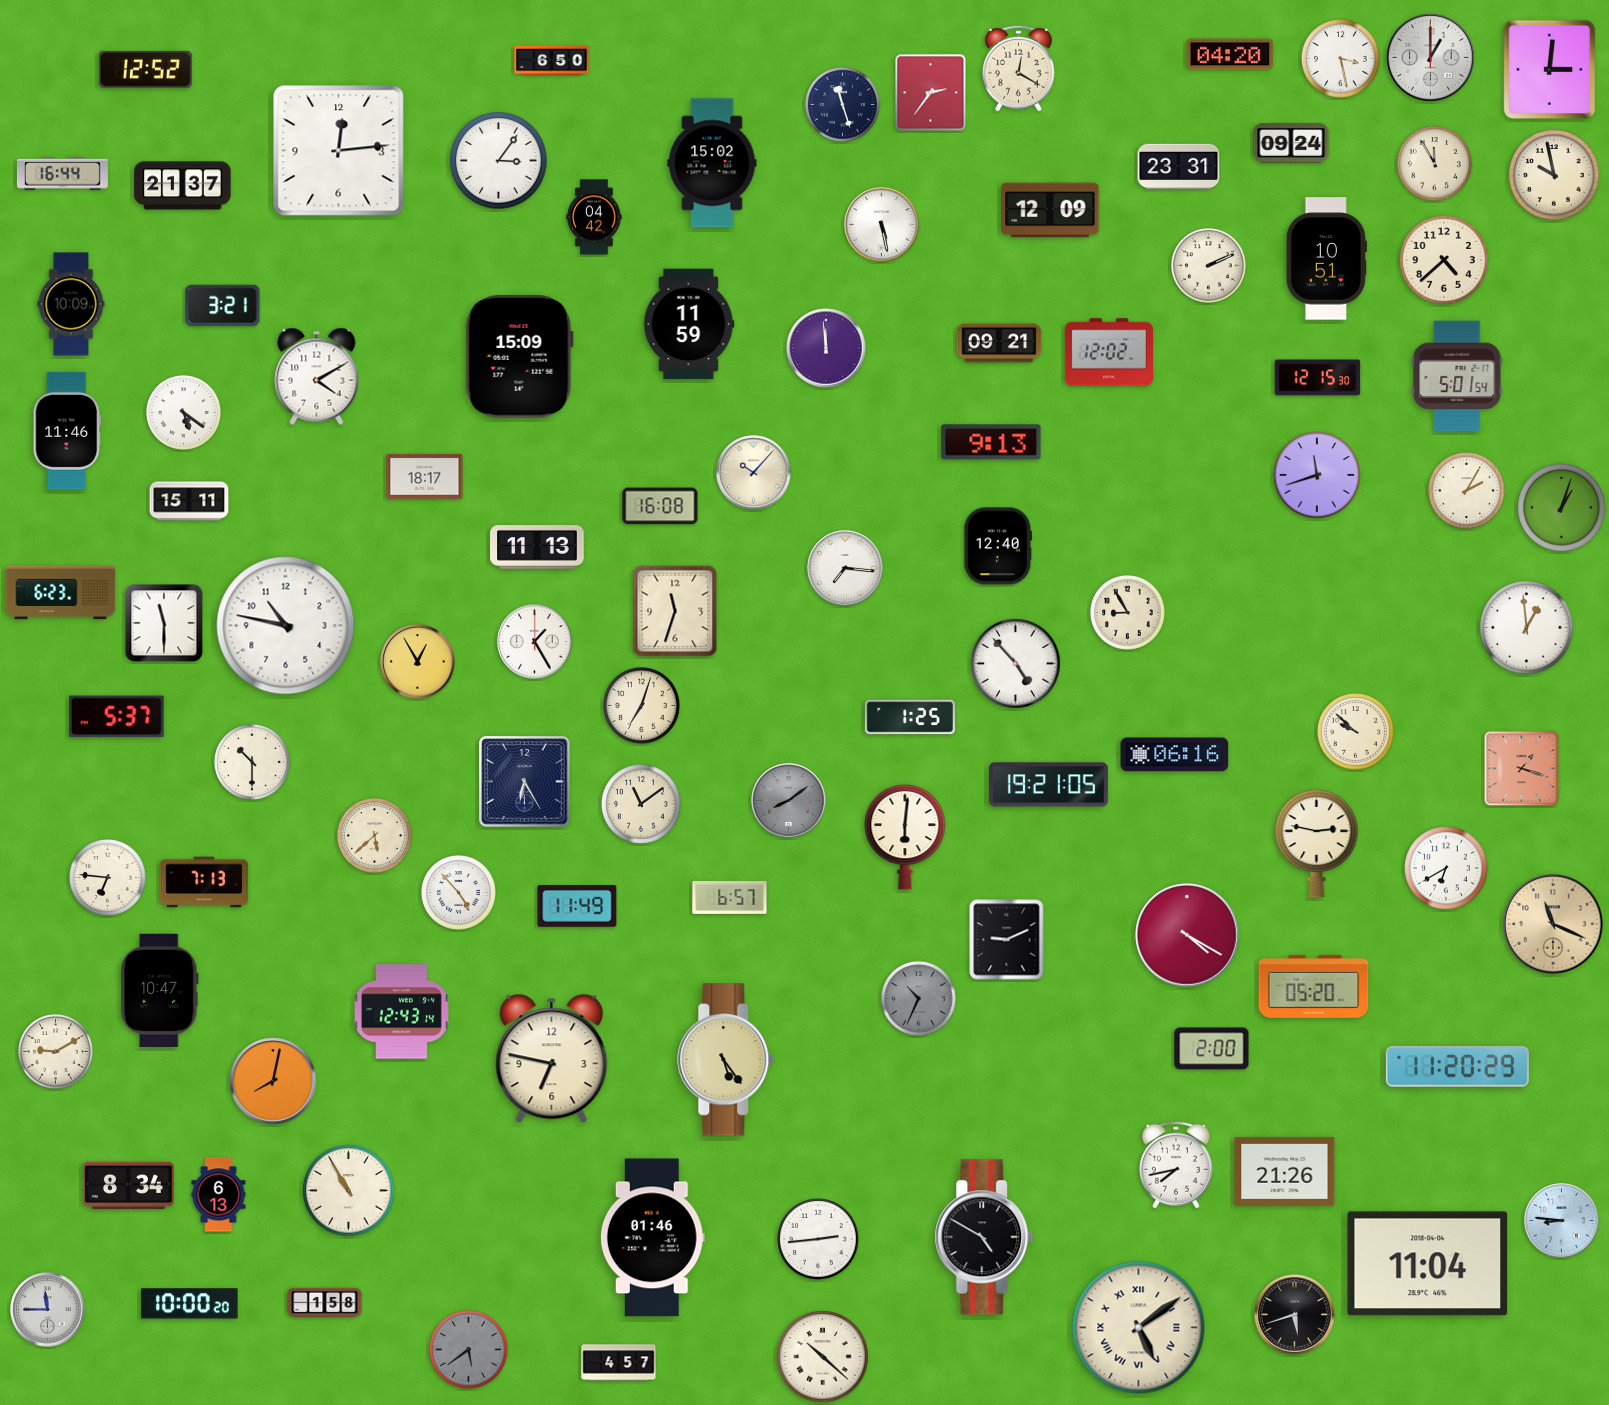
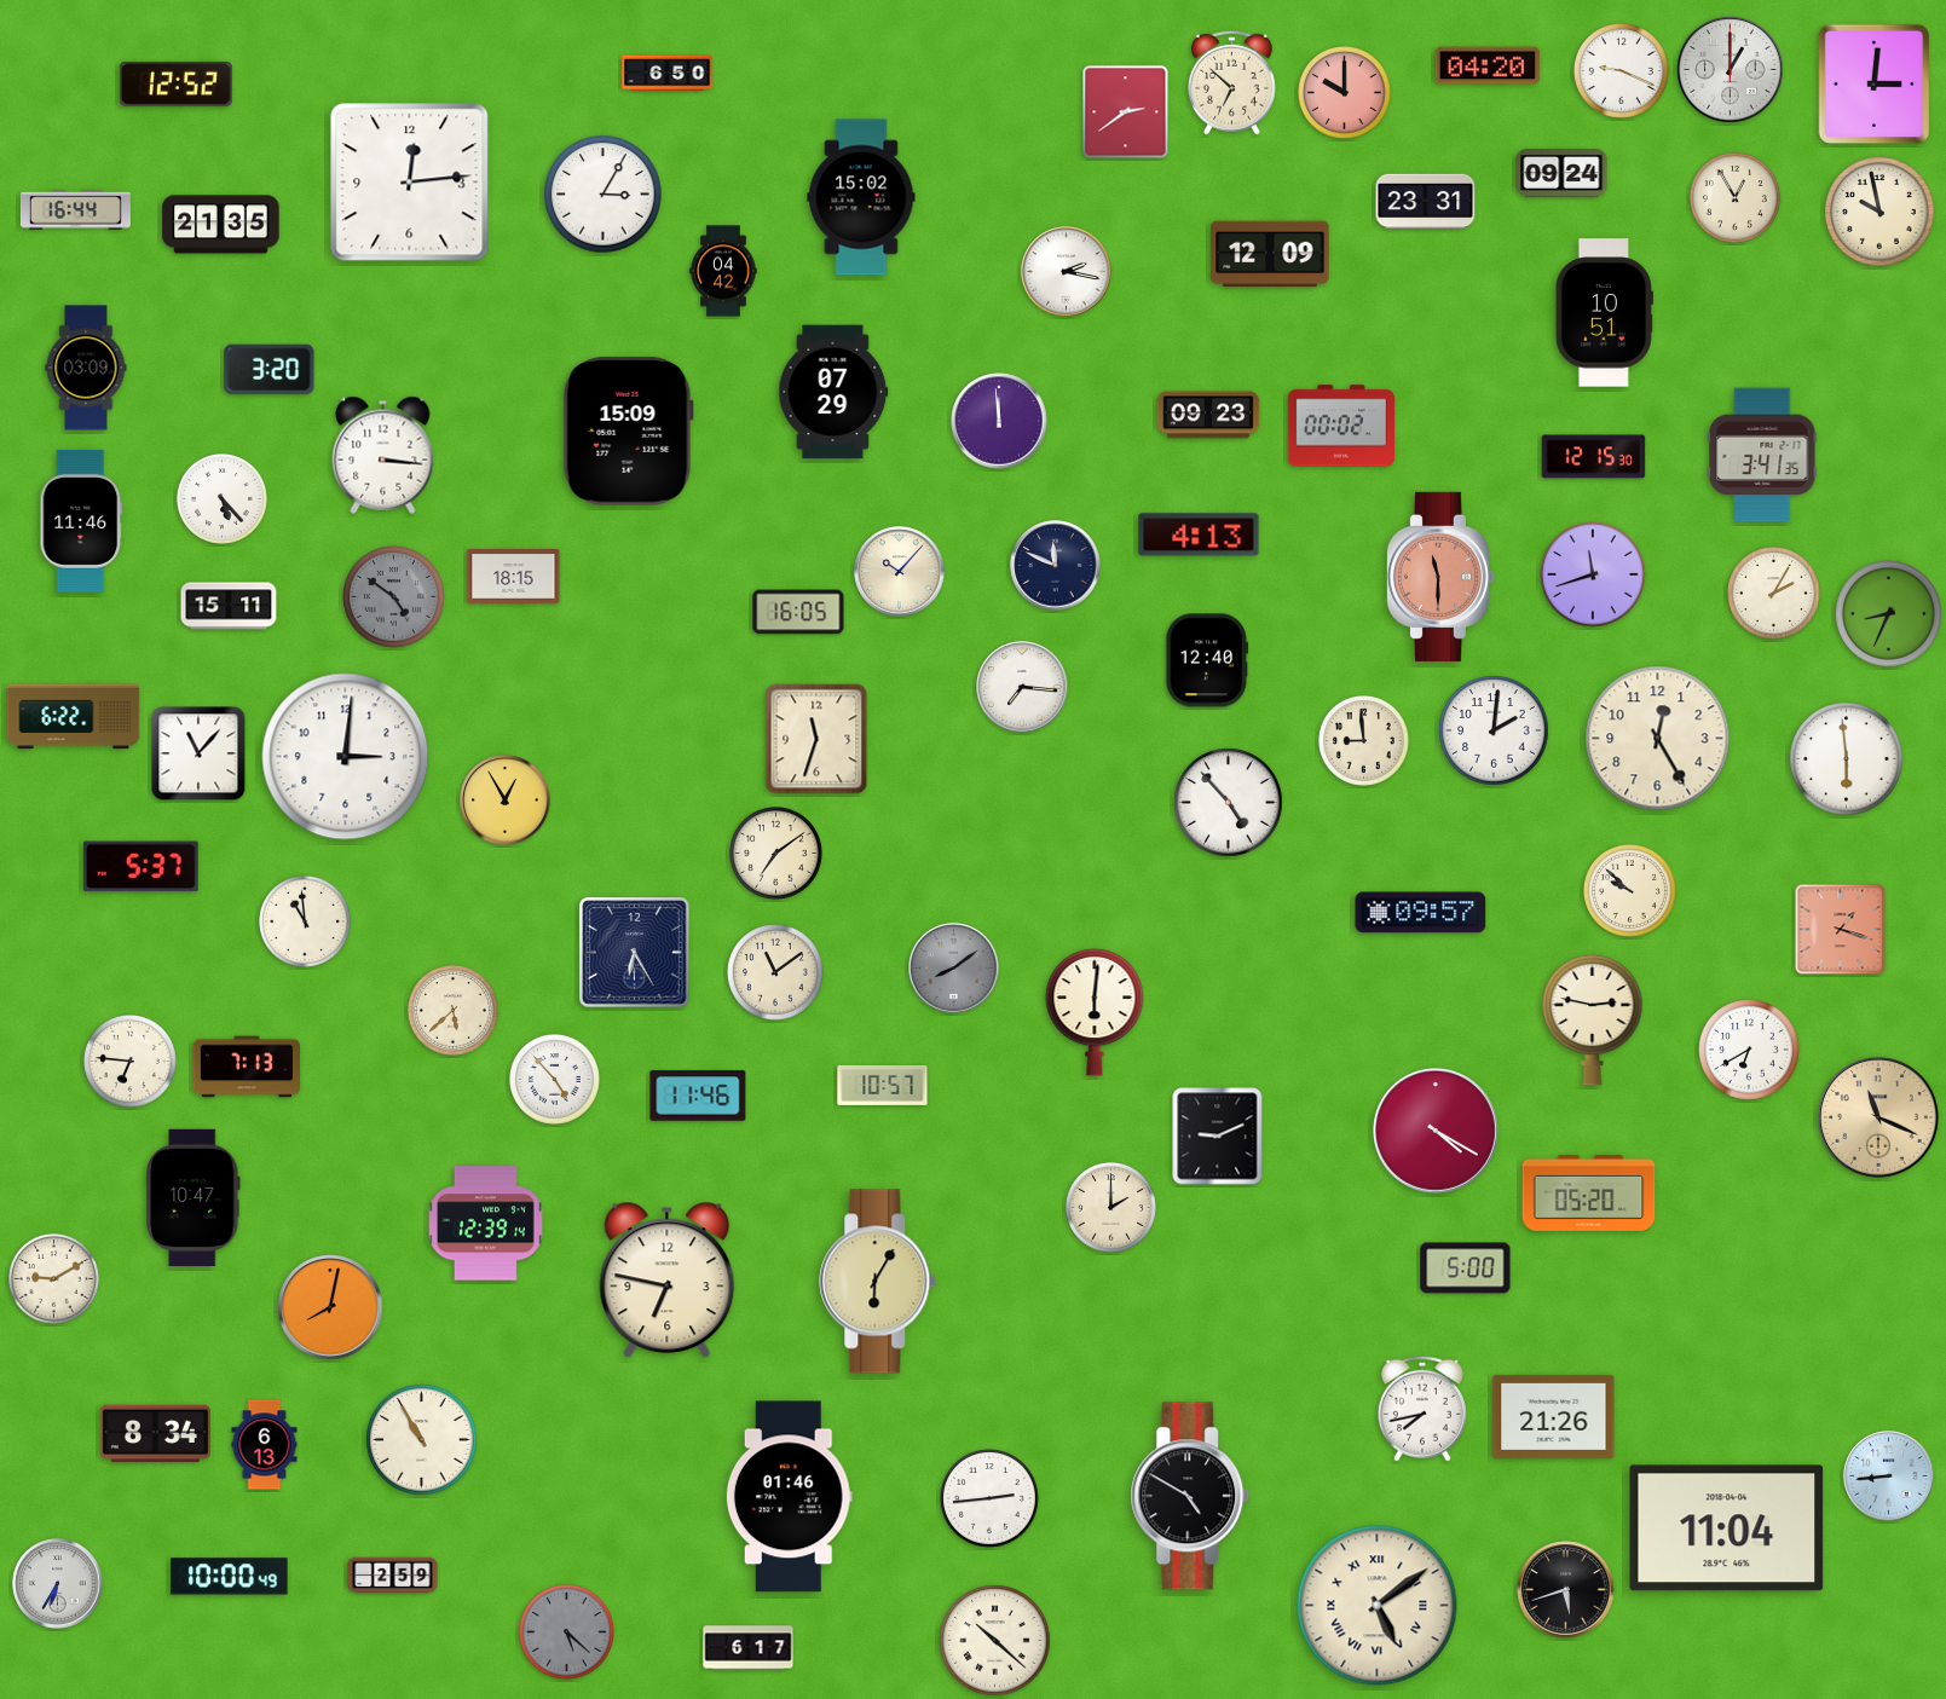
clock at (1341, 59): 3:28 -> 9:19
clock at (1018, 68): 12:20 -> 6:52
clock at (1345, 93): none -> 10:00
clock at (931, 93): 2:36 -> 2:39
clock at (843, 105): 11:27 -> none
clock at (499, 161): 3:06 -> 3:05
clock at (1435, 164): 11:55 -> 12:55
clock at (183, 186): 21:37 -> 21:35
clock at (594, 217) position: (594, 217) -> (723, 271)
clock at (882, 225): 5:28 -> 2:17
clock at (1444, 260): 4:38 -> none
clock at (1209, 266): 2:11 -> none
clock at (71, 304): 10:09 -> 03:09
clock at (223, 306): 3:21 -> 3:20
clock at (689, 324): 11:59 -> 07:29
clock at (999, 343): 09:21 -> 09:23
clock at (1108, 352): 12:02 -> 00:02
clock at (317, 376): 4:10 -> 3:16
clock at (1457, 376): 5:01 -> 3:41
clock at (184, 413): 5:21 -> 5:23
clock at (991, 442): 9:13 -> 4:13
clock at (1056, 566): none -> 11:49
clock at (754, 473) position: (754, 473) -> (900, 572)
clock at (425, 477): 18:17 -> 18:15
clock at (1439, 577): none -> 11:30
clock at (394, 597): none -> 4:51
clock at (660, 506): 16:08 -> 16:05
clock at (1562, 508): 1:03 -> 8:34
clock at (537, 547): 11:13 -> none
clock at (61, 593): 6:23 -> 6:22
clock at (1494, 730): none -> 2:01
clock at (1658, 739): none -> 12:25
clock at (1128, 613): 8:55 -> 8:59
clock at (164, 623): 11:30 -> 11:07
clock at (286, 626): 10:47 -> 3:01
clock at (1527, 628): 12:59 -> 5:59
clock at (535, 642): 1:25 -> none
clock at (642, 706): 7:03 -> 7:09
clock at (910, 717): 1:25 -> none
clock at (1356, 732) position: (1356, 732) -> (1630, 891)
clock at (1175, 755): 06:16 -> 09:57
clock at (253, 763): 10:30 -> 10:59
clock at (525, 782) position: (525, 782) -> (635, 953)
clock at (1049, 785): 19:21 -> none
clock at (730, 897): 6:57 -> 10:57
clock at (577, 906): 11:49 -> 11:46
clock at (919, 999): 10:34 -> 2:00
clock at (919, 999) dial: grey -> cream
clock at (402, 1012): 12:43 -> 12:39
clock at (1212, 1049): 2:00 -> 5:00
clock at (56, 1052) position: (56, 1052) -> (54, 1279)
clock at (726, 1060): 5:24 -> 6:05
clock at (1457, 1067): 11:20 -> none
clock at (1562, 1221): 8:46 -> 8:44
clock at (325, 1303): 1:58 -> 2:59
clock at (190, 1304): 10:00:20 -> 10:00:49
clock at (48, 1310): 11:45 -> 6:35
clock at (469, 1350): 5:39 -> 5:22
clock at (619, 1363): 4:57 -> 6:17
